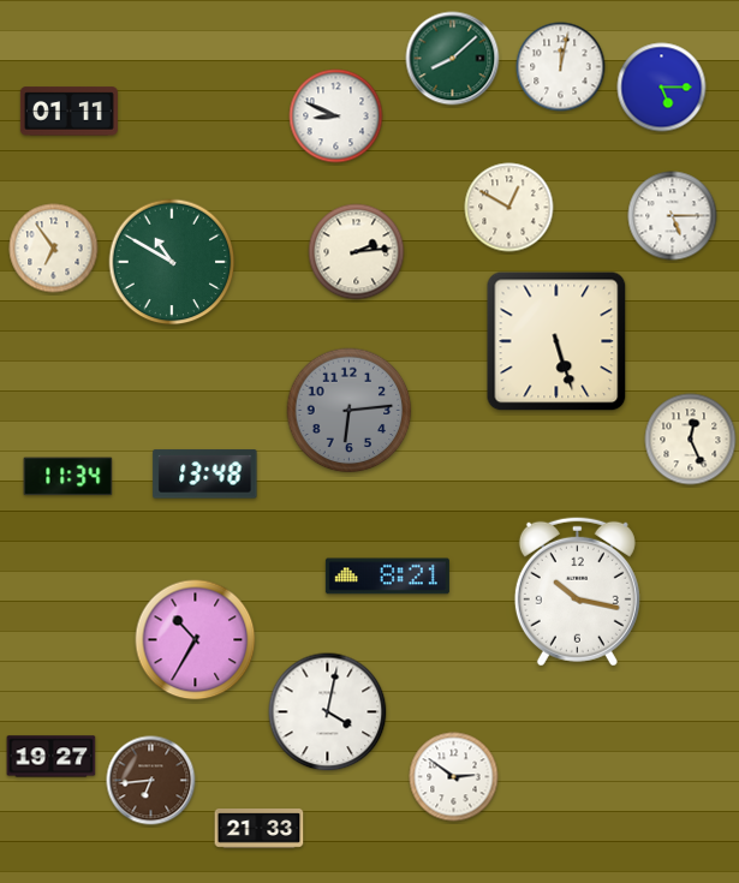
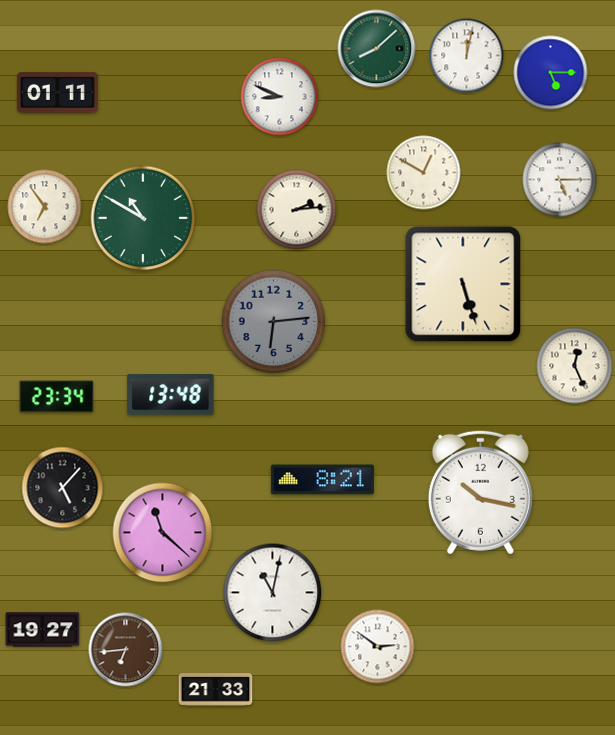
clock at (350, 411) position: (350, 411) -> (274, 322)
clock at (68, 477): 11:34 -> 23:34
clock at (63, 488): none -> 5:07
clock at (196, 640): 10:35 -> 11:22
clock at (328, 712): 4:02 -> 11:02
